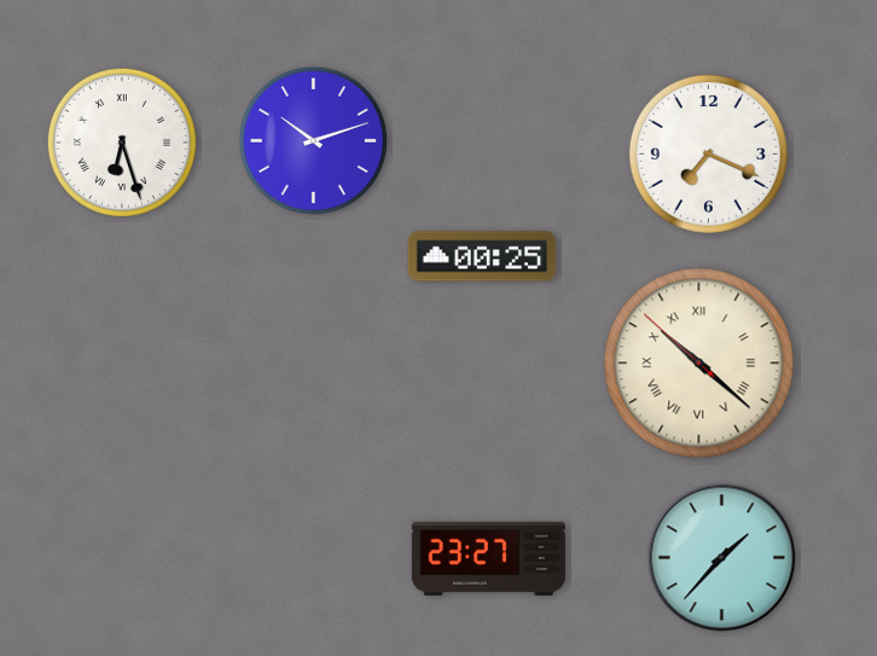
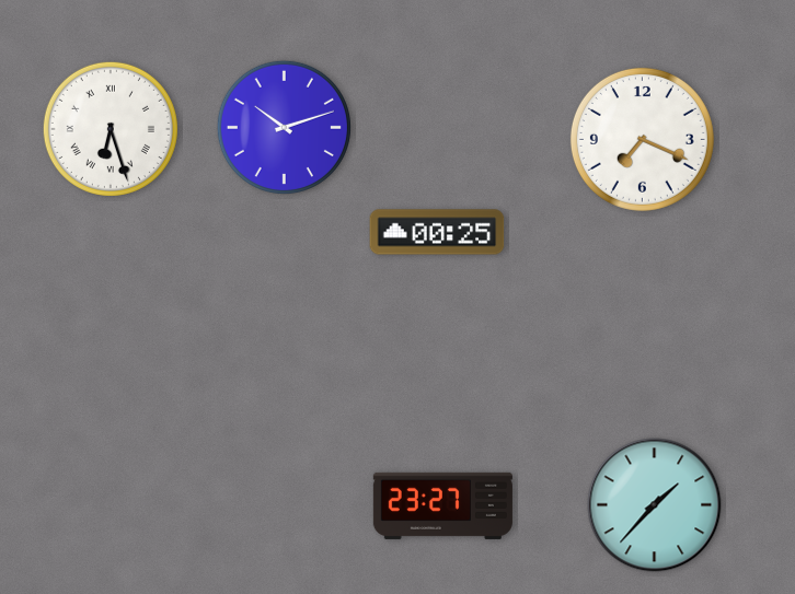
clock at (699, 364): 10:21 -> none
